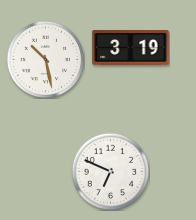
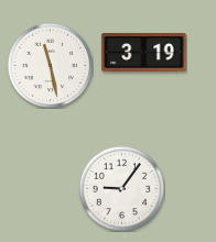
clock at (45, 59): 10:28 -> 11:28
clock at (110, 171): 6:49 -> 9:06
